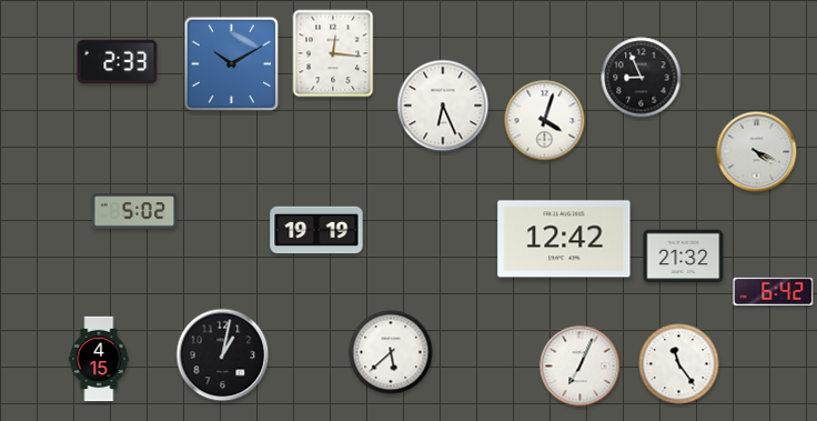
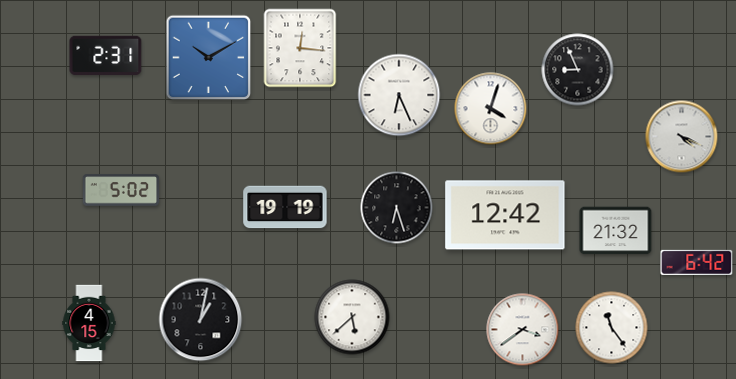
clock at (118, 62): 2:33 -> 2:31
clock at (397, 208): none -> 6:27
clock at (564, 239) position: (564, 239) -> (505, 215)
clock at (581, 367): 7:04 -> 3:39
